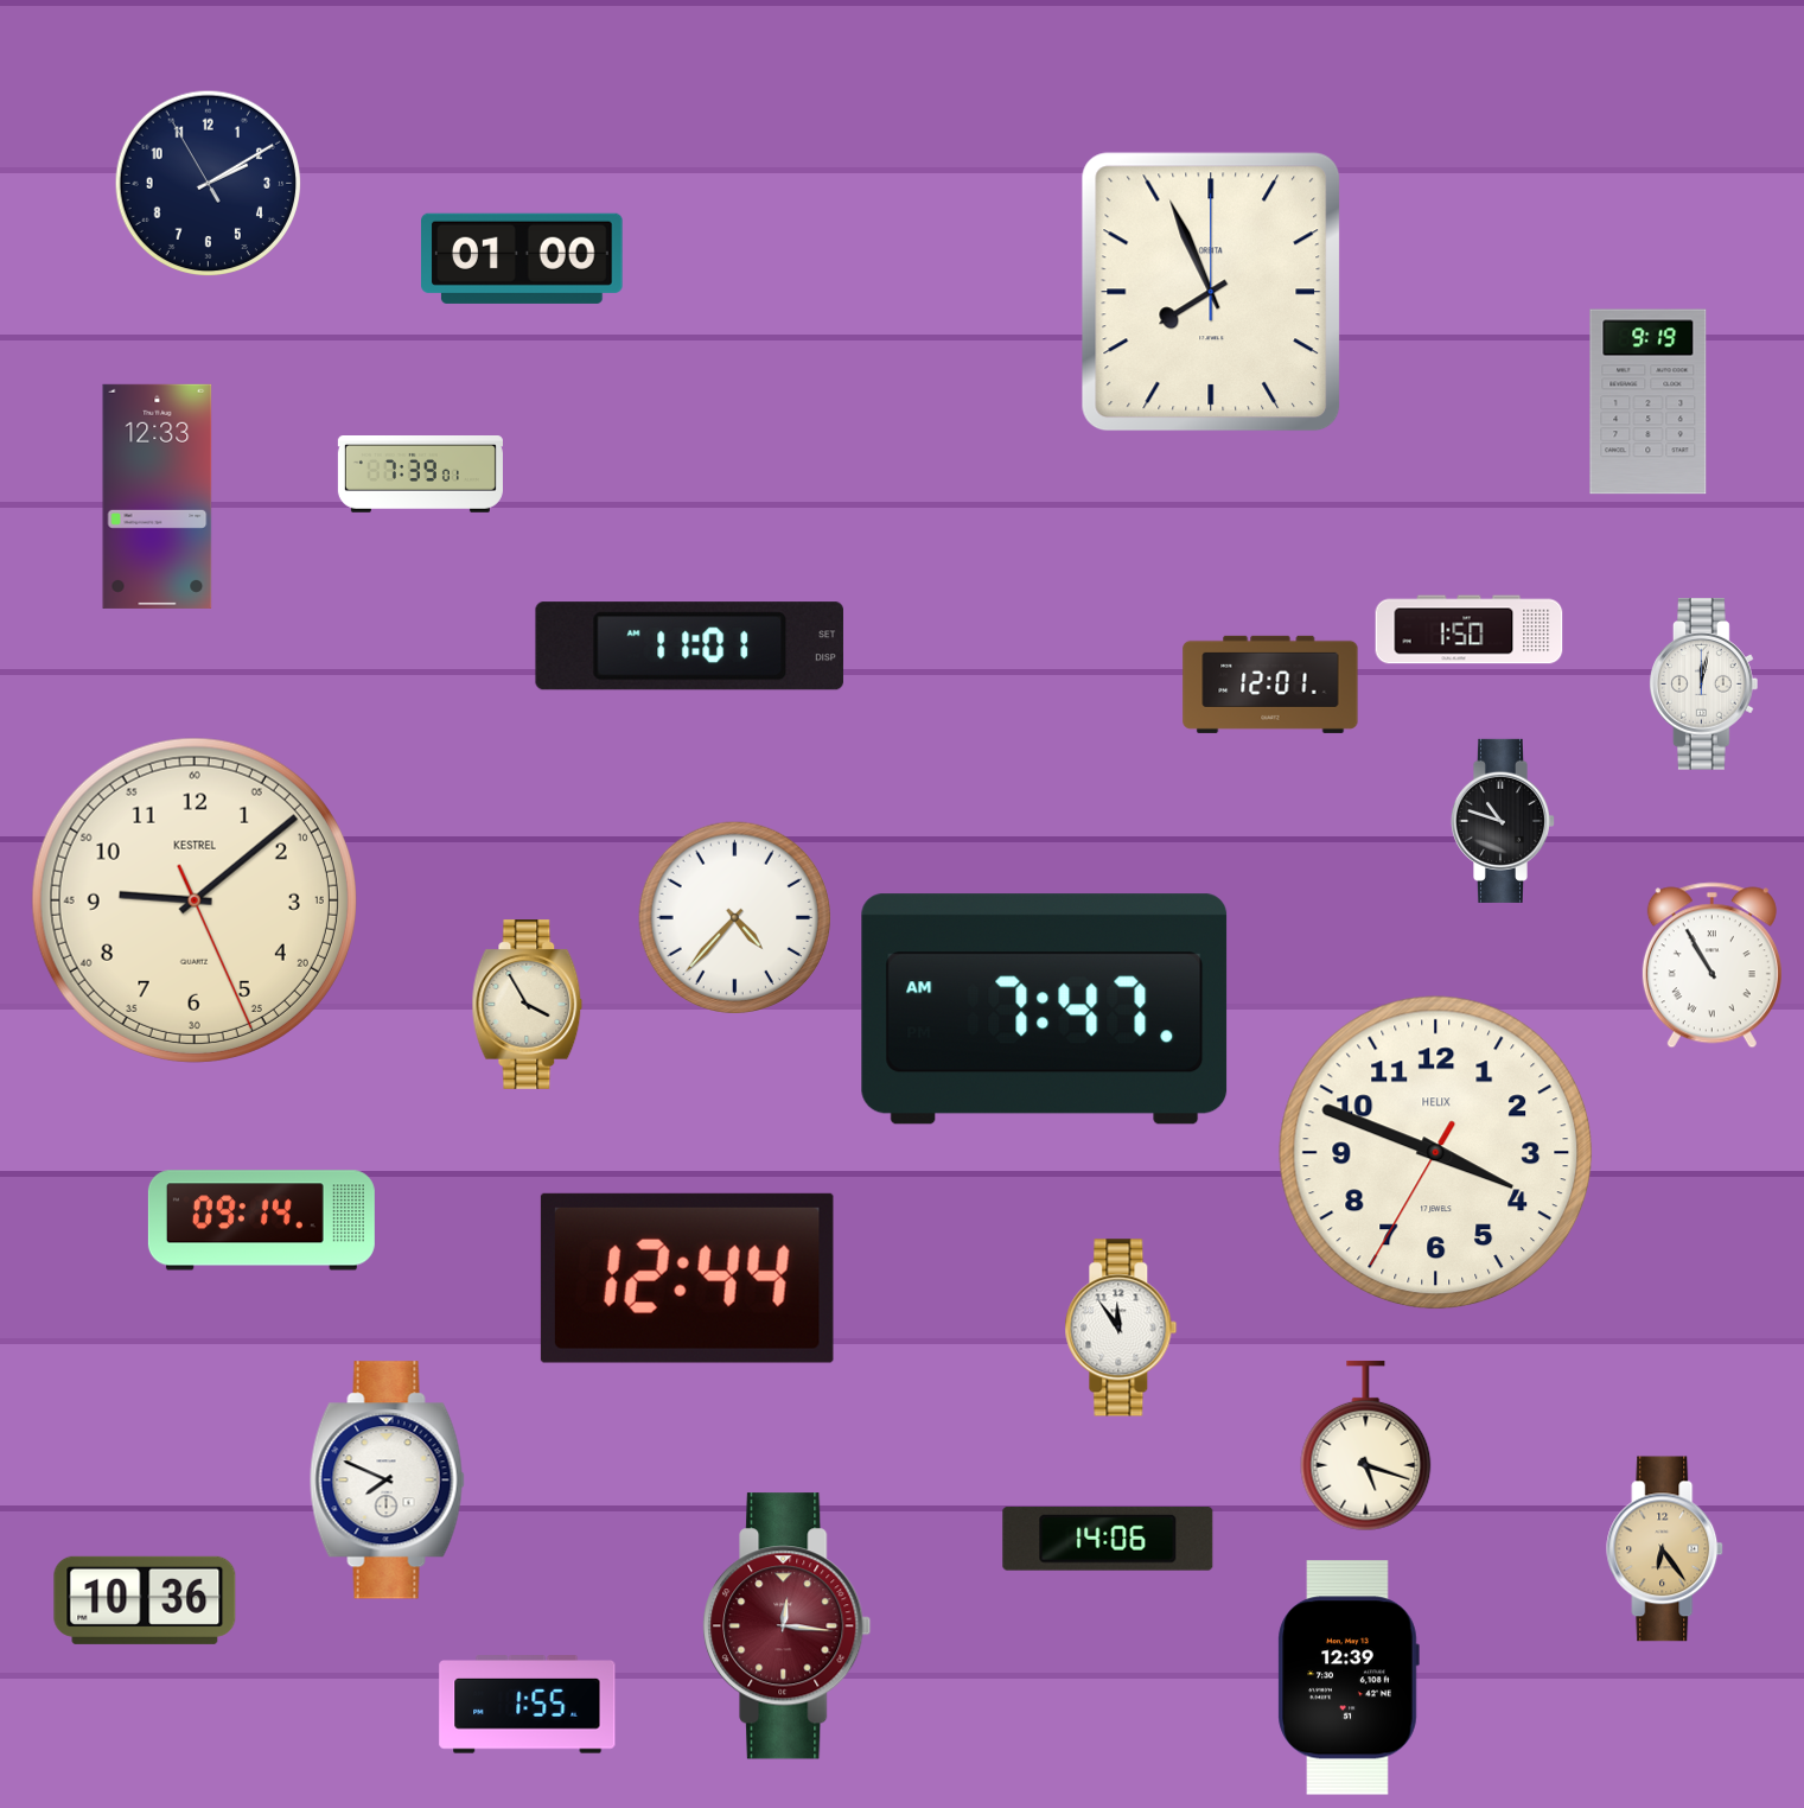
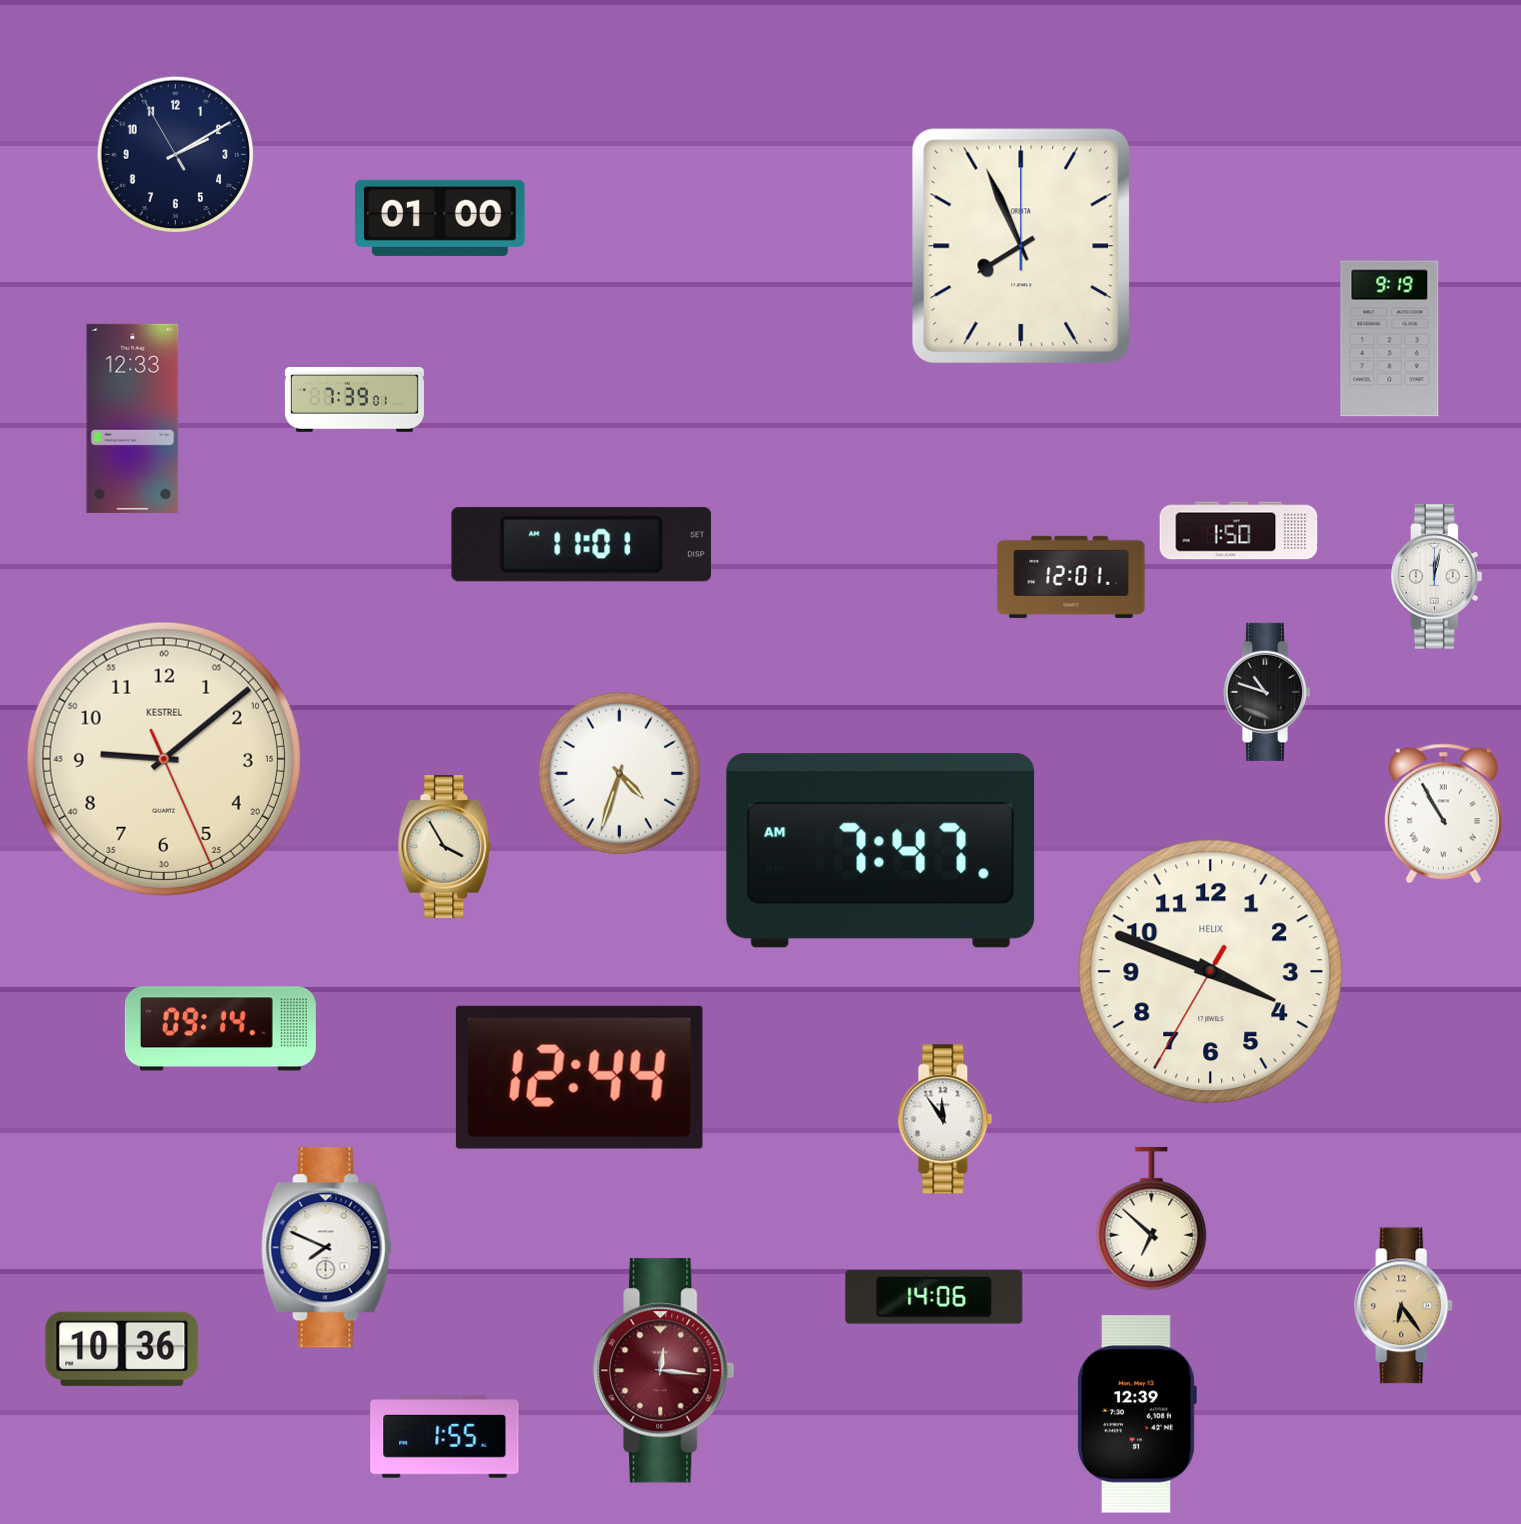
clock at (734, 917): 4:37 -> 4:33
clock at (1366, 1446): 5:18 -> 6:52
